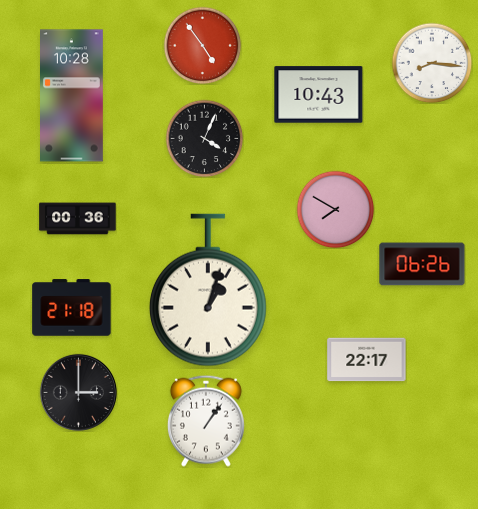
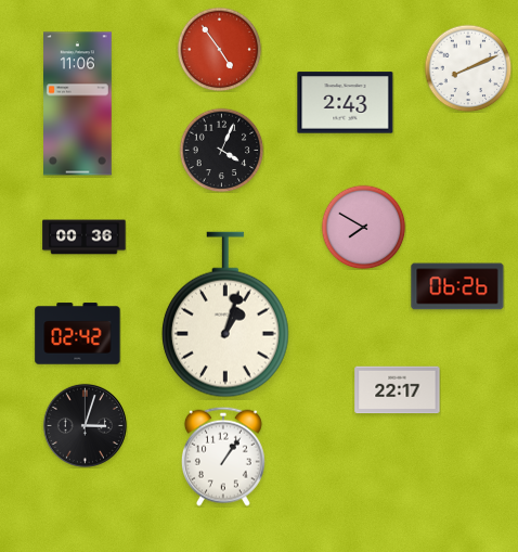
clock at (432, 63): 8:16 -> 8:11
clock at (319, 95): 10:43 -> 2:43
clock at (72, 96): 10:28 -> 11:06
clock at (72, 308): 21:18 -> 02:42
clock at (78, 392): 3:00 -> 3:03
